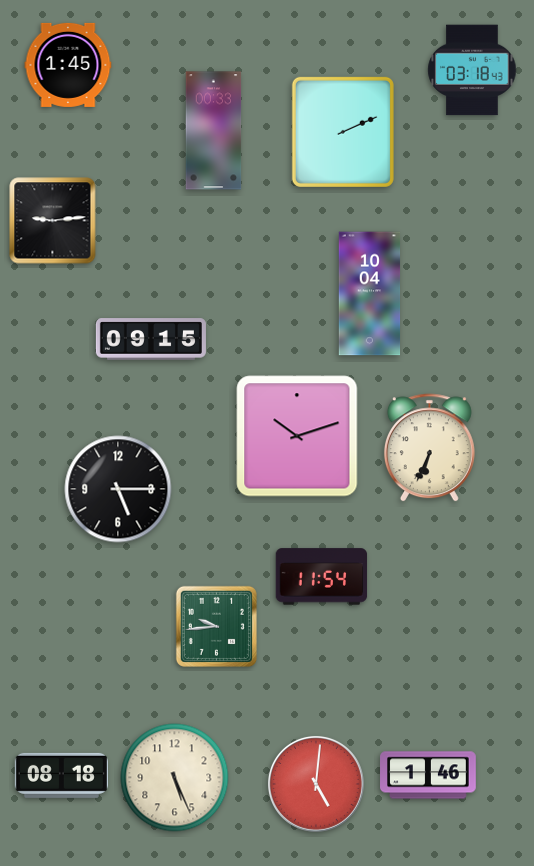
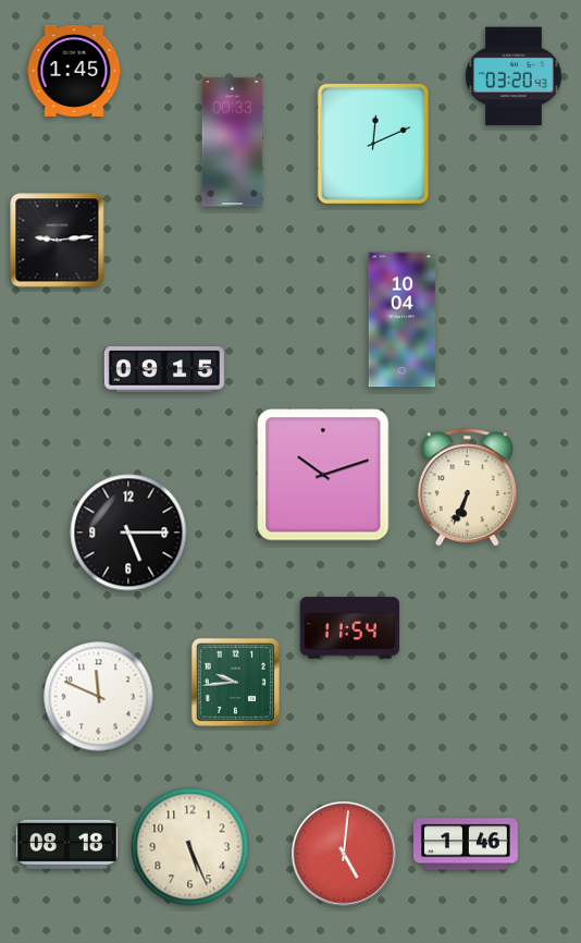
clock at (472, 70): 03:18 -> 03:20
clock at (343, 132): 2:11 -> 12:11
clock at (99, 697): none -> 11:49
